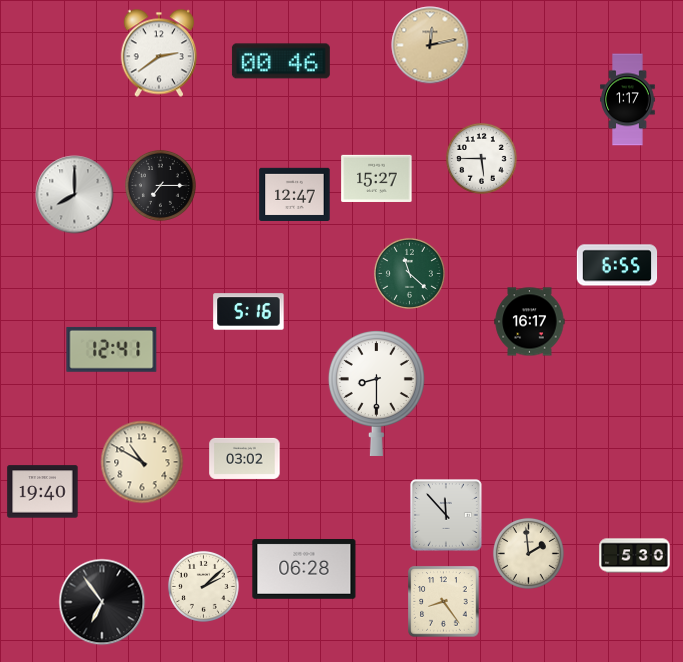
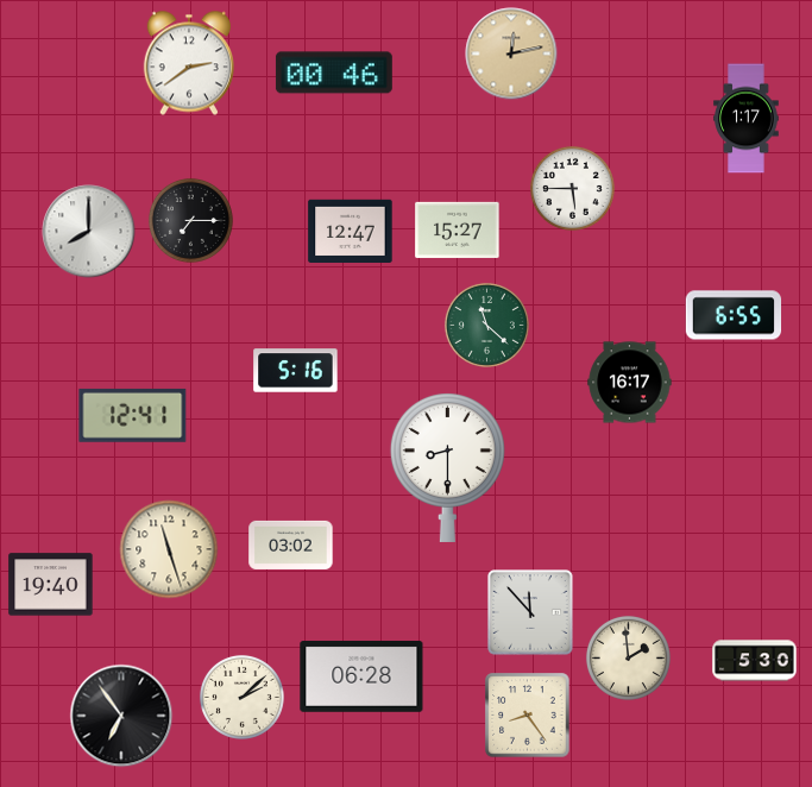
clock at (377, 178) position: (377, 178) -> (458, 229)
clock at (142, 462): 10:50 -> 11:27
